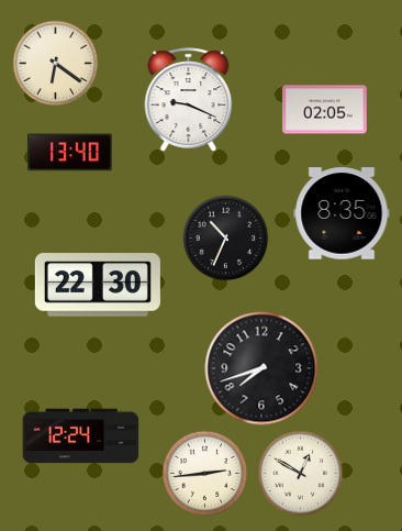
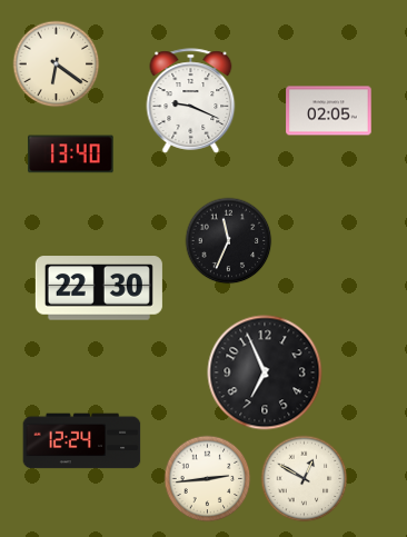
clock at (342, 213): 8:35 -> none
clock at (225, 237): 10:34 -> 11:34
clock at (261, 368): 7:42 -> 6:56
